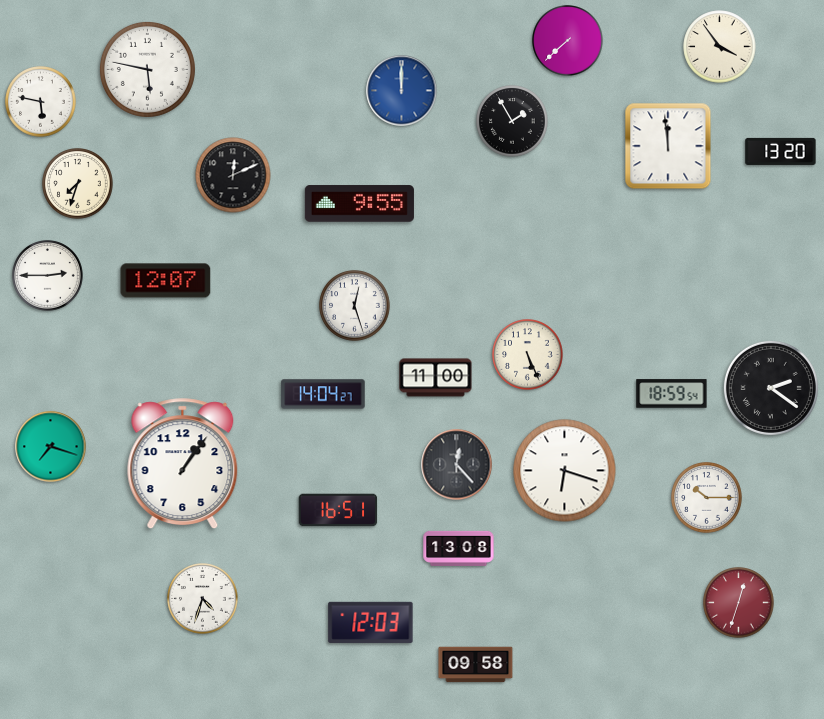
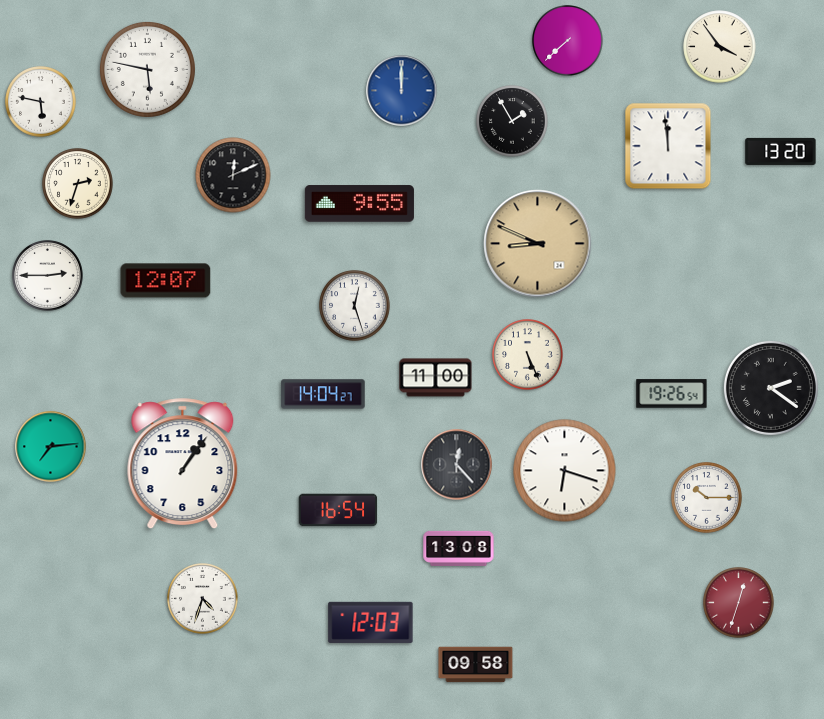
clock at (78, 184): 7:33 -> 2:33
clock at (538, 244): none -> 8:49
clock at (672, 394): 18:59 -> 19:26
clock at (51, 447): 7:18 -> 7:14
clock at (338, 510): 16:51 -> 16:54
